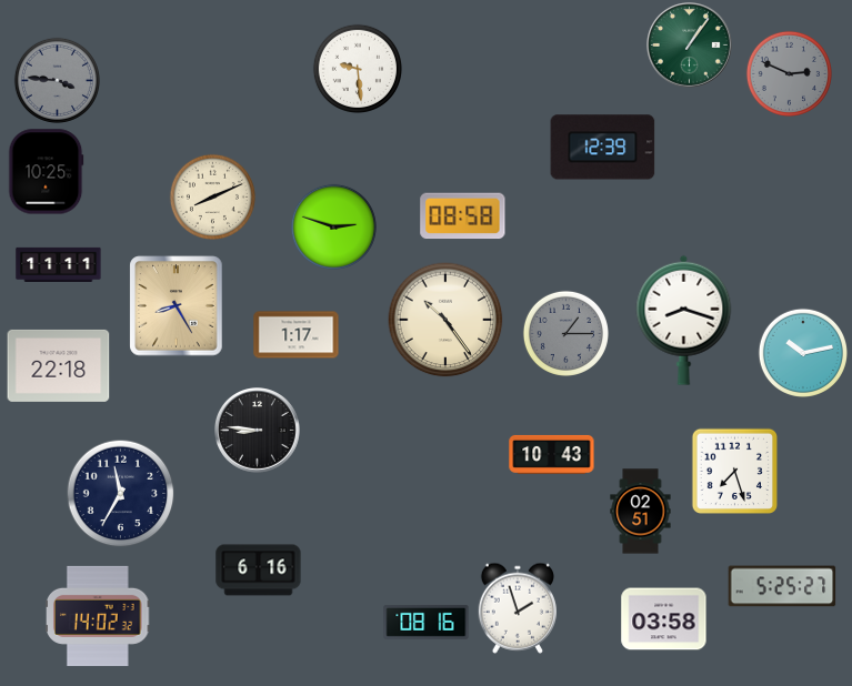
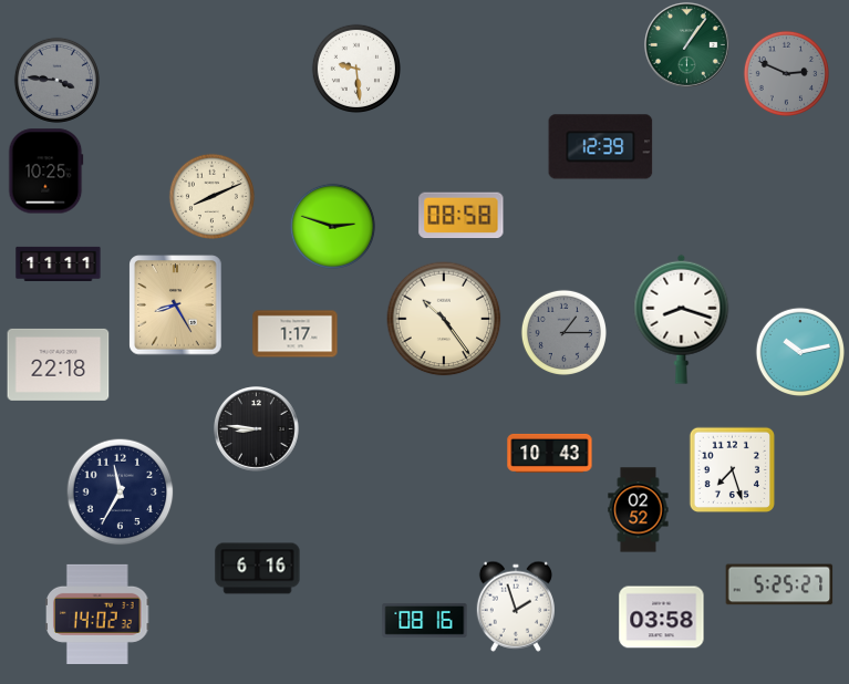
clock at (641, 512): 02:51 -> 02:52
